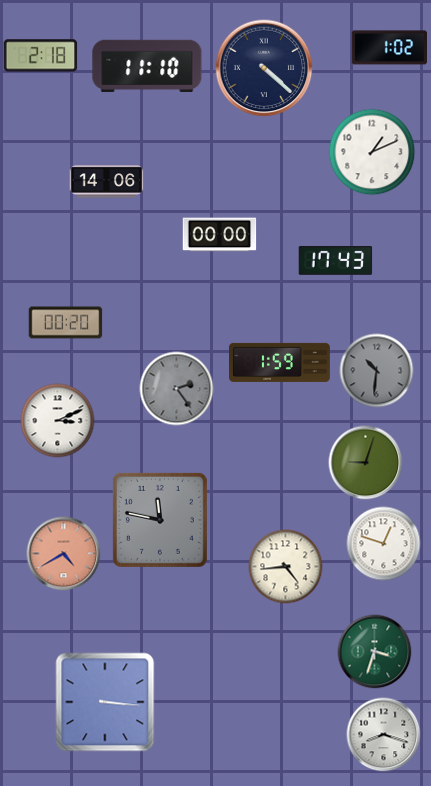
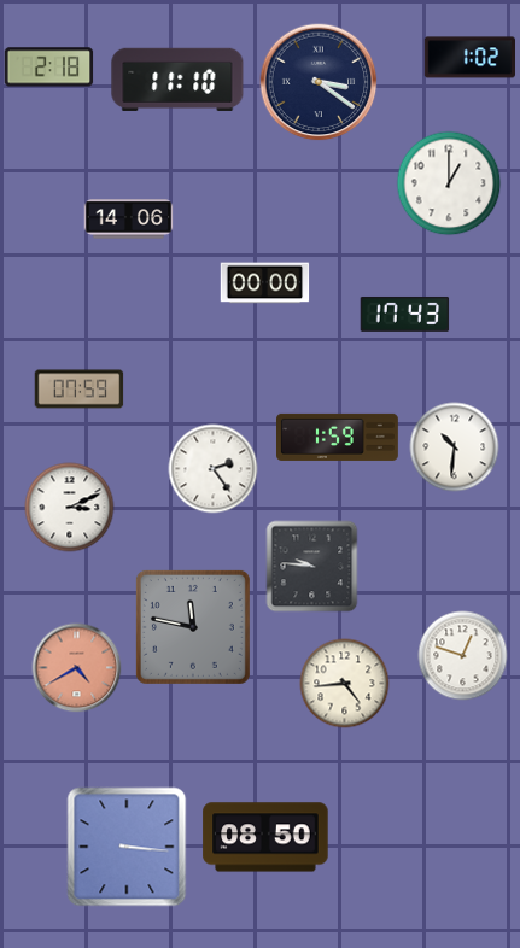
clock at (264, 68): 4:22 -> 3:21
clock at (372, 152): 1:11 -> 1:00
clock at (66, 323): 00:20 -> 07:59
clock at (377, 371) dial: grey -> white
clock at (177, 389) dial: grey -> white
clock at (366, 463): 9:03 -> none
clock at (312, 567): none -> 9:46
clock at (375, 652): 3:33 -> none
clock at (265, 837): none -> 08:50
clock at (384, 735): 8:18 -> none
